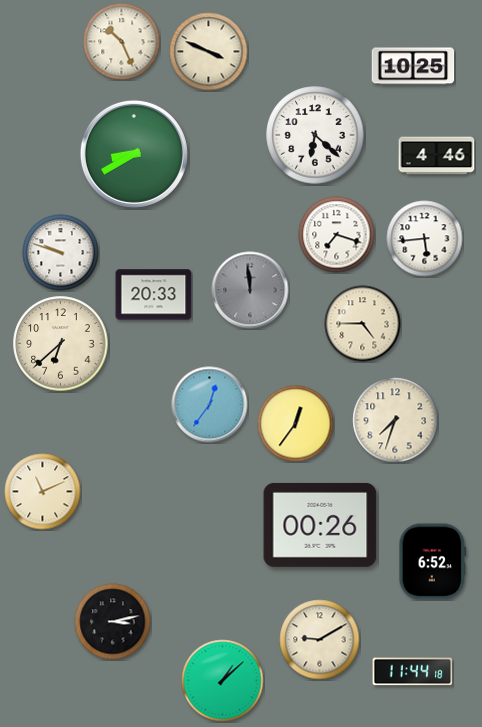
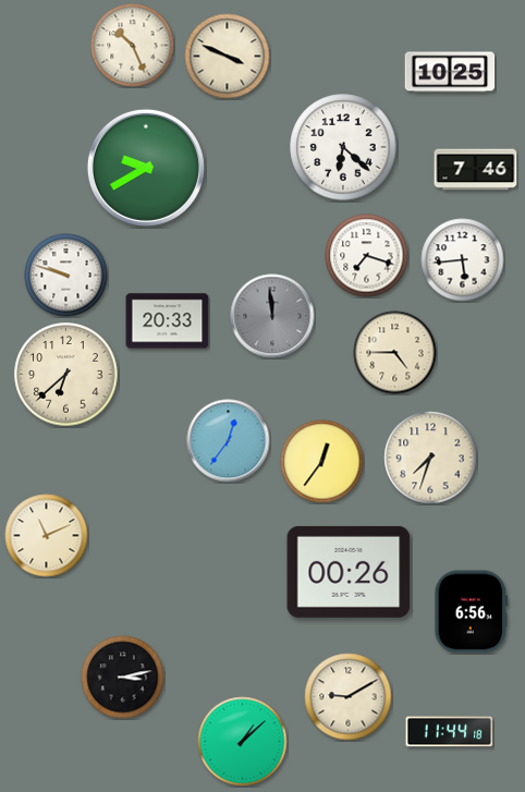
clock at (134, 154): 8:40 -> 9:40
clock at (437, 156): 4:46 -> 7:46
clock at (433, 562): 6:52 -> 6:56
